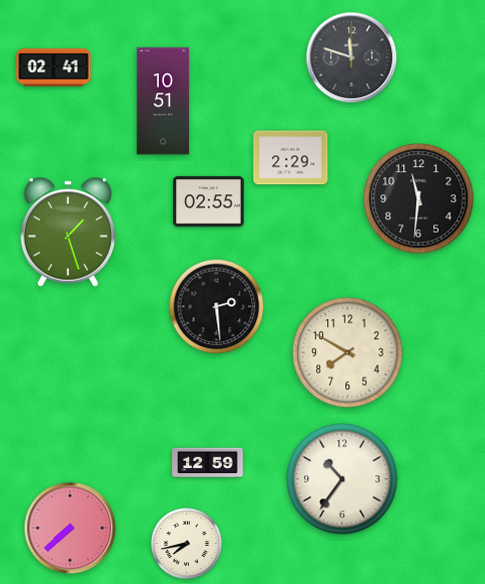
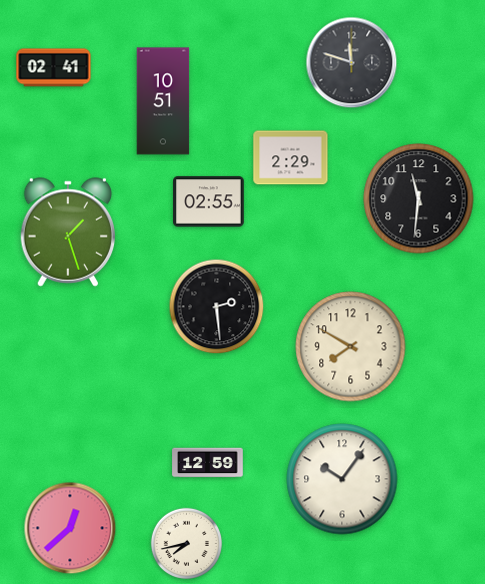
clock at (352, 58) position: (352, 58) -> (352, 63)
clock at (348, 353) position: (348, 353) -> (351, 347)
clock at (342, 479): 10:36 -> 10:06
clock at (70, 528): 7:38 -> 12:38
